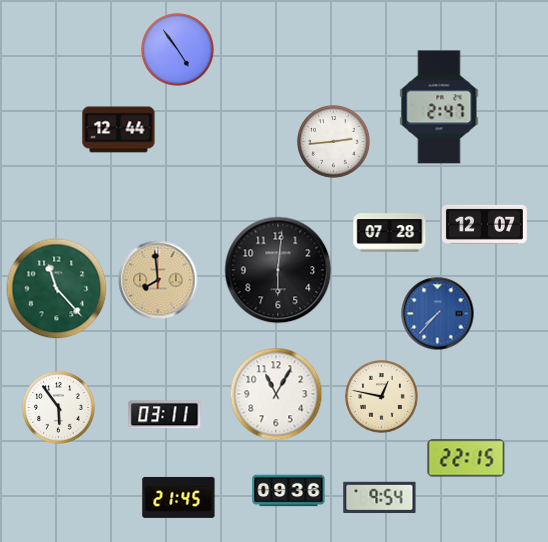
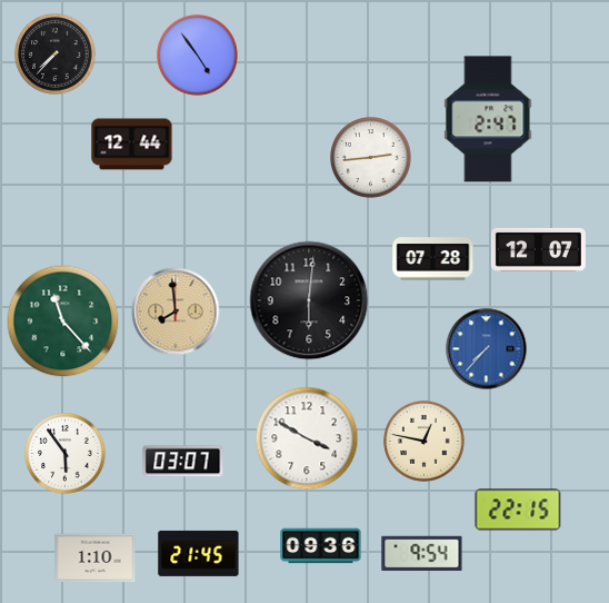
clock at (56, 55): none -> 7:37
clock at (276, 394): 11:05 -> 3:50
clock at (165, 415): 03:11 -> 03:07
clock at (96, 558): none -> 1:10
